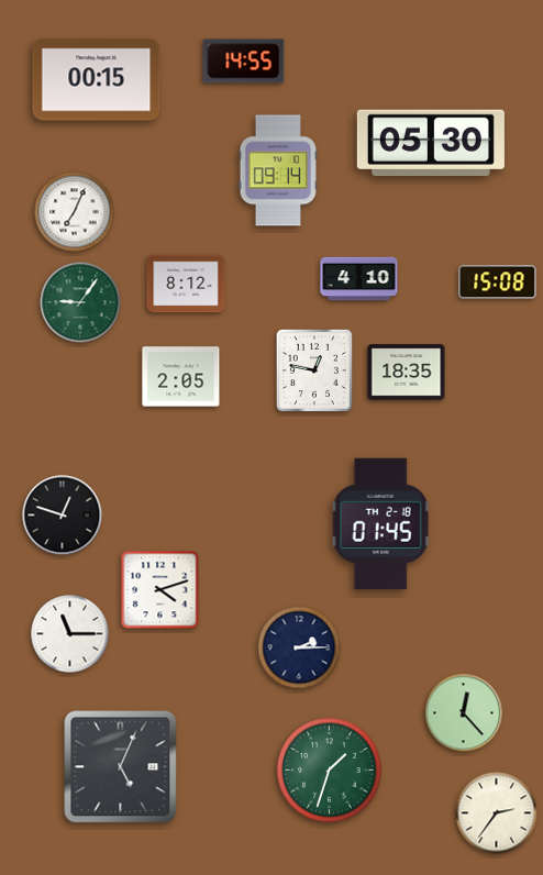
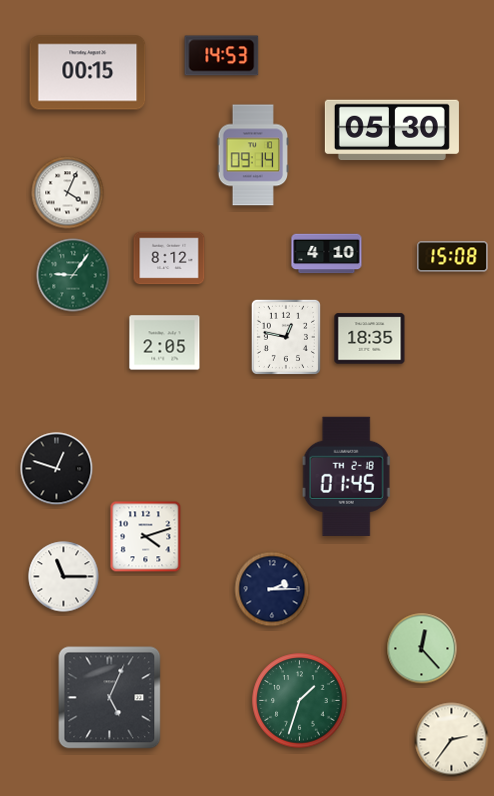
clock at (244, 62): 14:55 -> 14:53
clock at (75, 212): 7:04 -> 4:04
